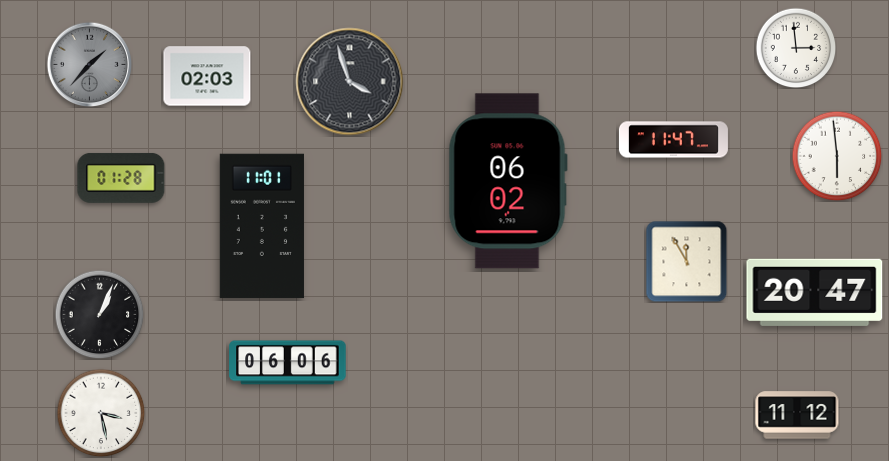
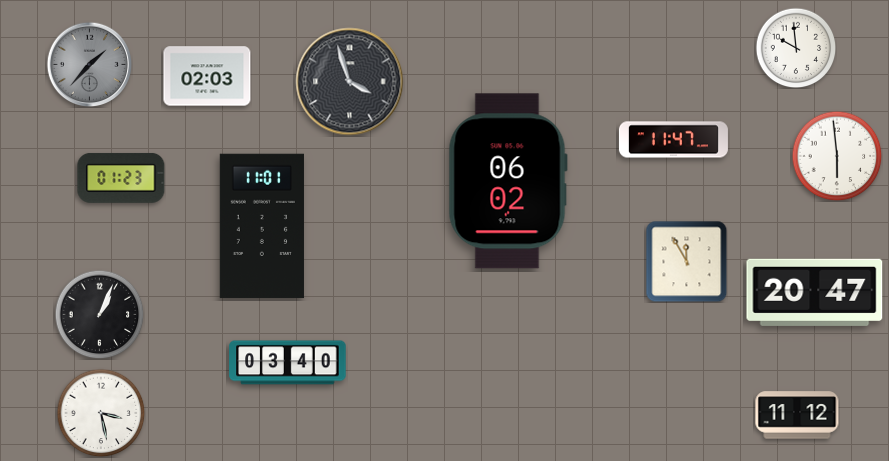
clock at (796, 48): 2:59 -> 9:59
clock at (121, 178): 01:28 -> 01:23
clock at (288, 363): 06:06 -> 03:40
